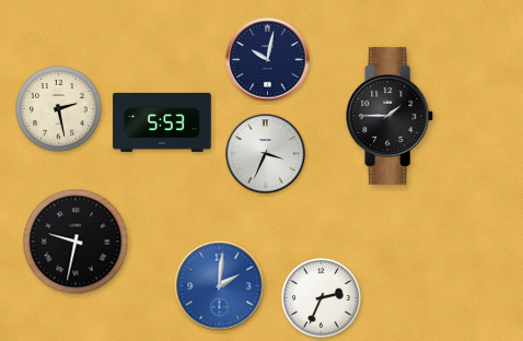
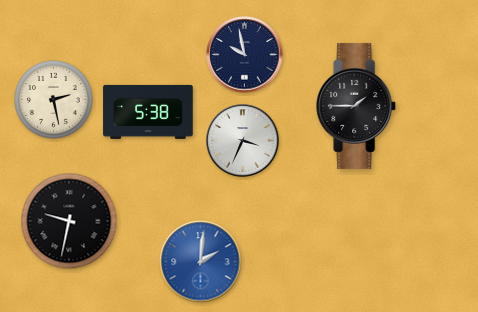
clock at (268, 60): 10:02 -> 9:58
clock at (162, 122): 5:53 -> 5:38
clock at (321, 297): 2:34 -> none
